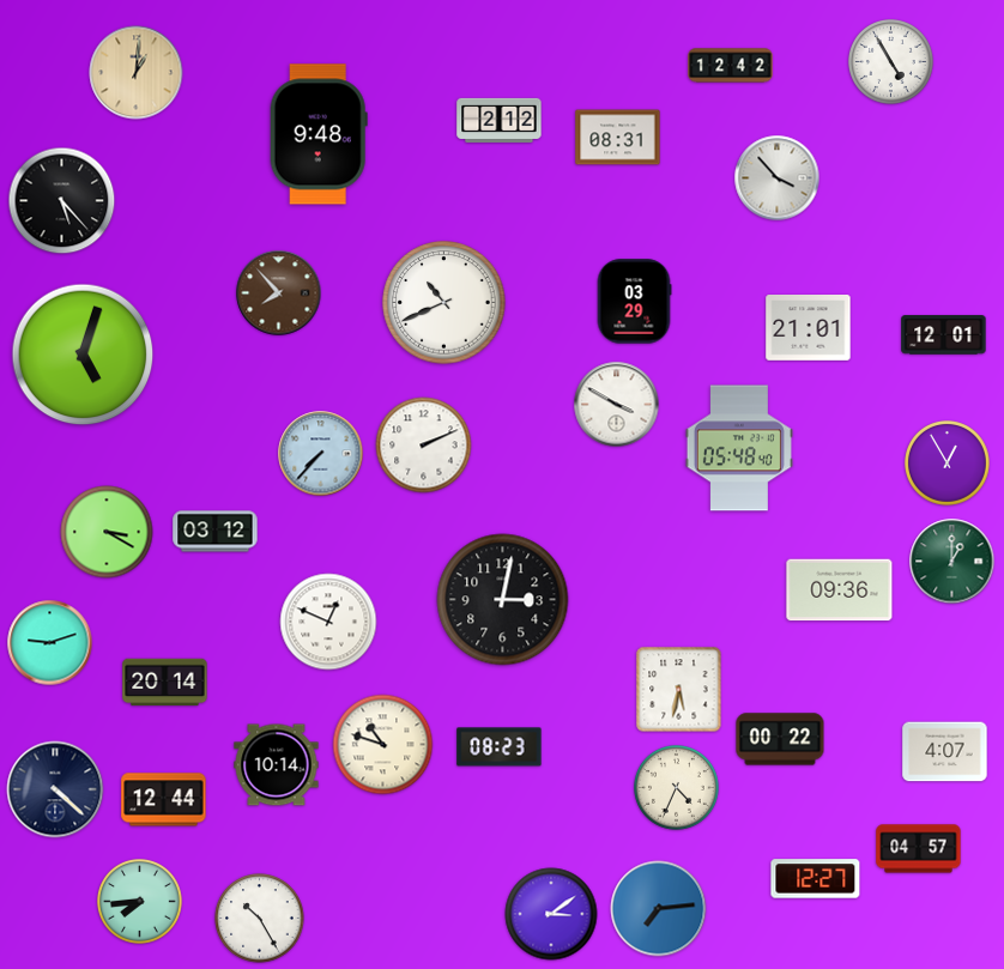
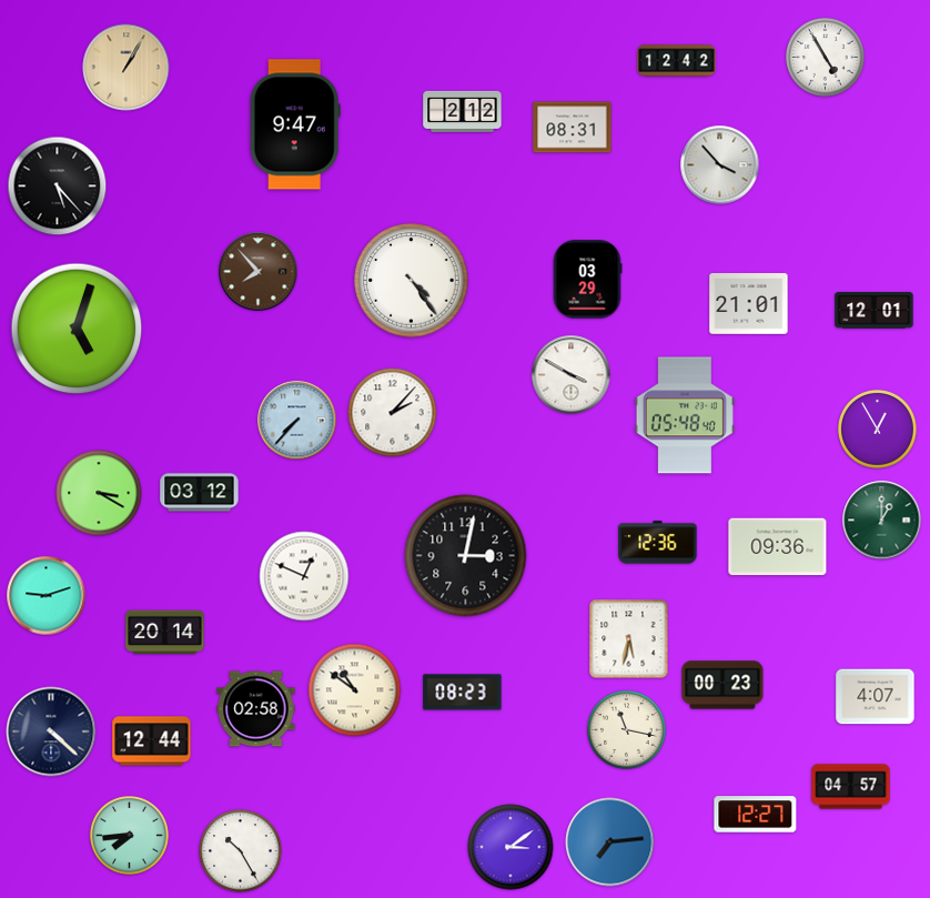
clock at (137, 73): 1:01 -> 1:05
clock at (319, 134): 9:48 -> 9:47
clock at (444, 303): 10:41 -> 4:24
clock at (424, 446): 2:11 -> 2:07
clock at (658, 543): none -> 12:36
clock at (165, 683) position: (165, 683) -> (165, 633)
clock at (780, 739): 00:22 -> 00:23
clock at (383, 745): 10:48 -> 10:51
clock at (277, 765): 10:14 -> 02:58
clock at (677, 788): 4:34 -> 11:17
